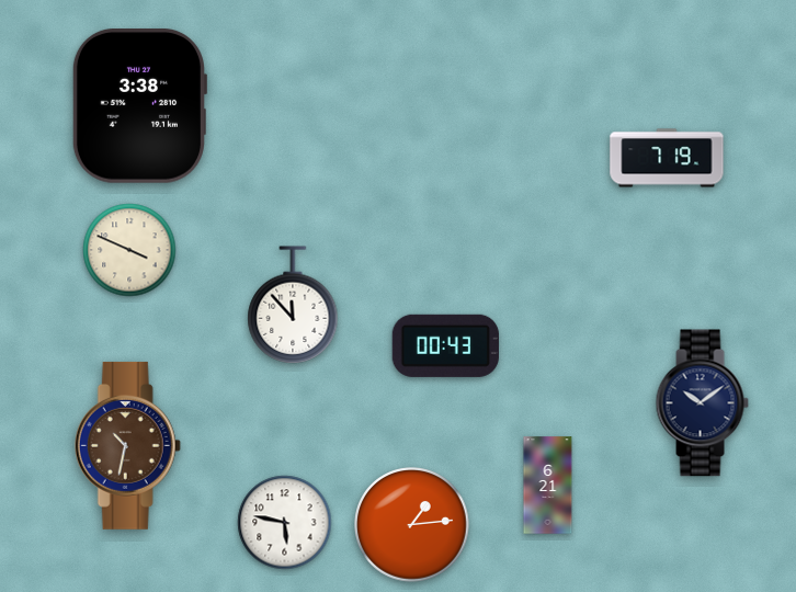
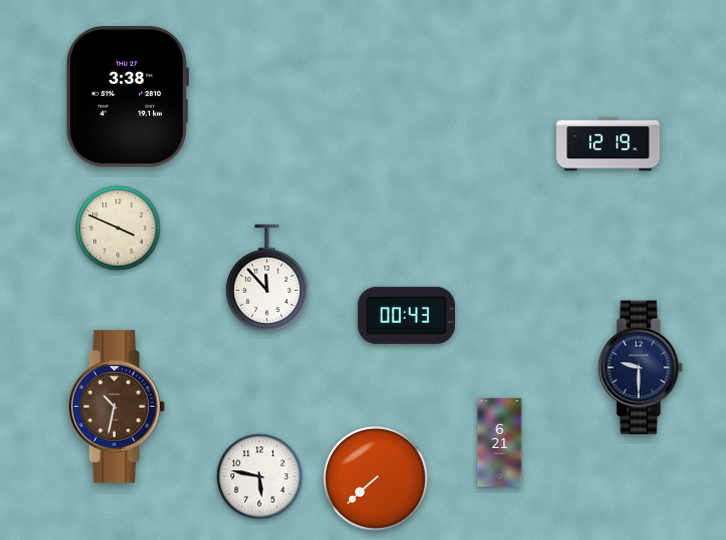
clock at (667, 158): 7:19 -> 12:19
clock at (702, 403): 10:09 -> 9:30
clock at (412, 525): 1:14 -> 7:38
